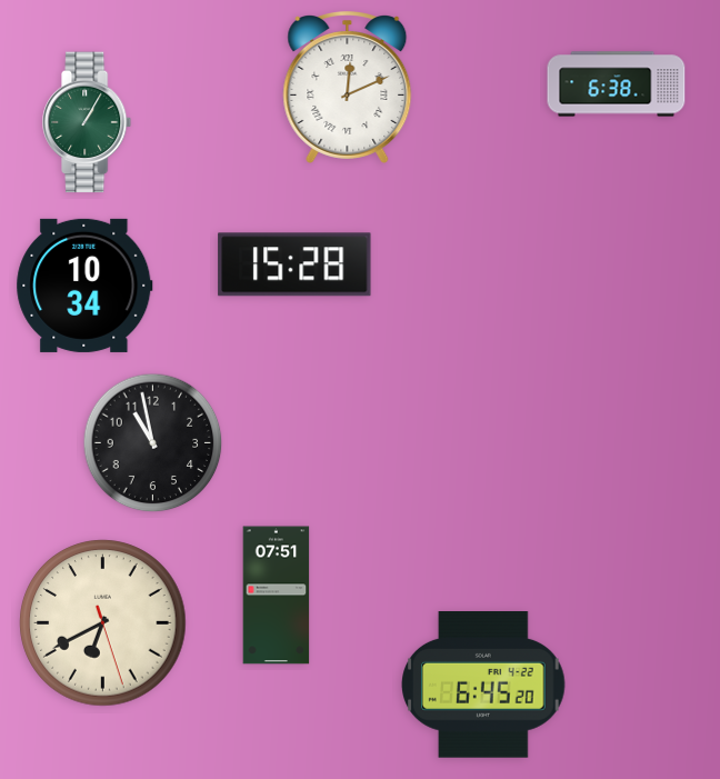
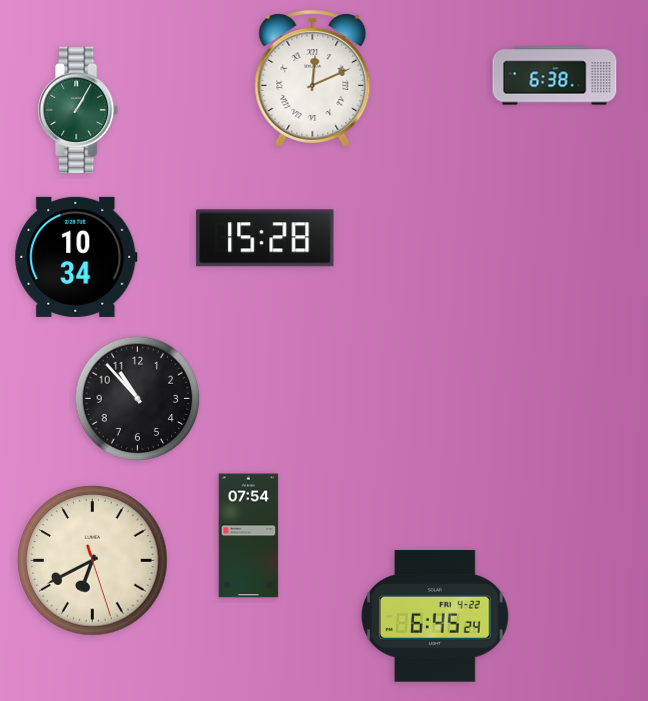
clock at (153, 443): 10:58 -> 10:53
clock at (277, 596): 07:51 -> 07:54
clock at (483, 686): 6:45:20 -> 6:45:24
